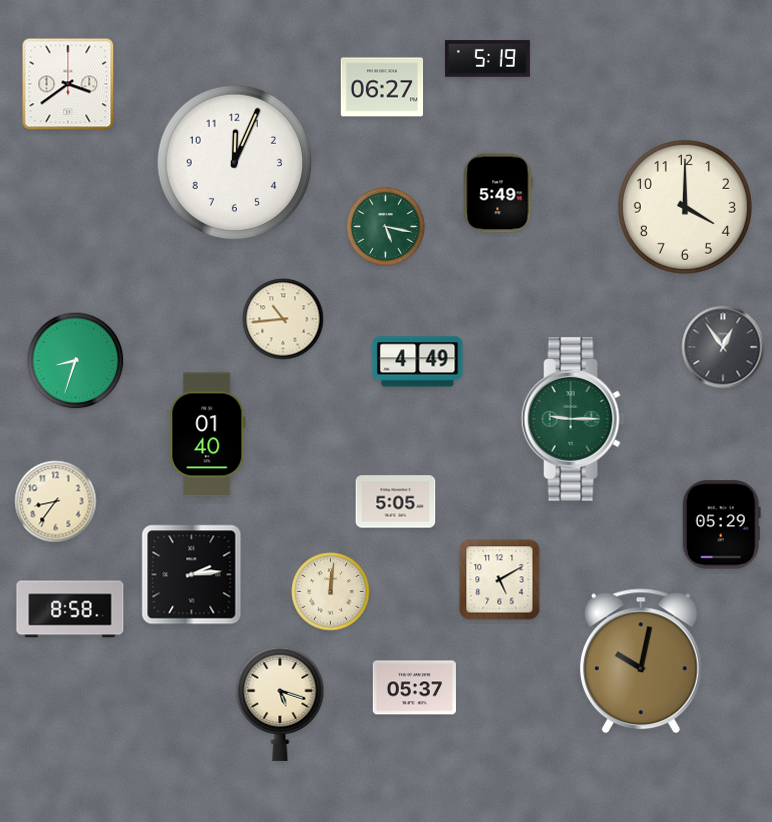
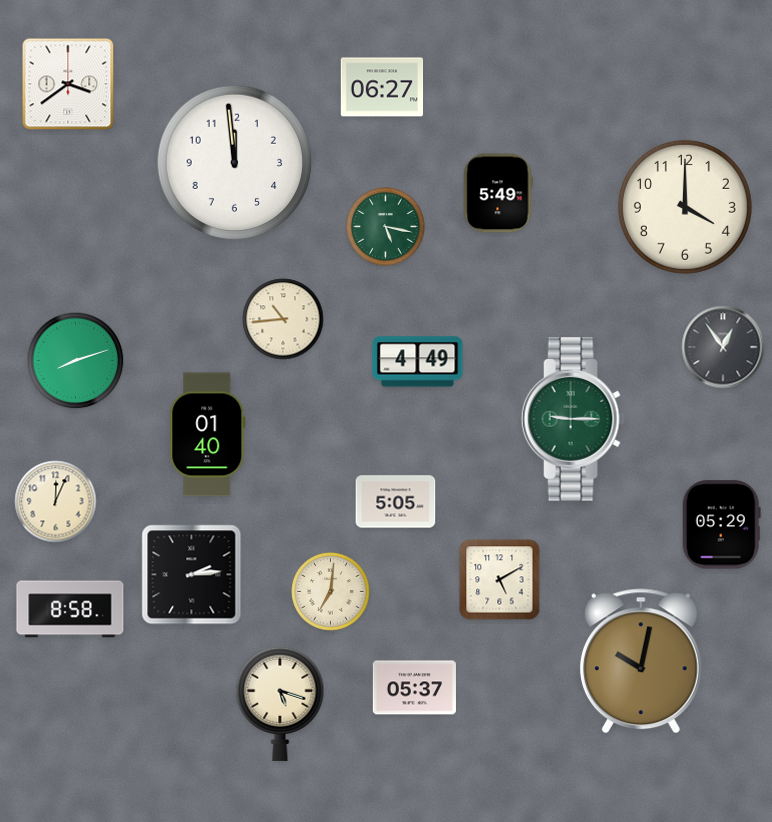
clock at (487, 59): 5:19 -> none
clock at (235, 163): 12:04 -> 11:59
clock at (76, 361): 8:33 -> 8:12
clock at (56, 502): 8:36 -> 12:04
clock at (331, 592): 12:01 -> 7:01
